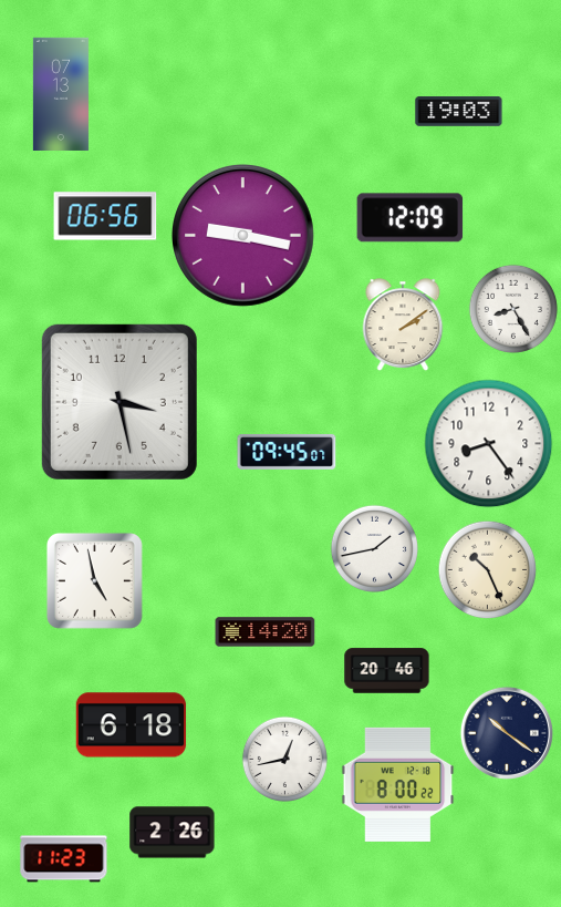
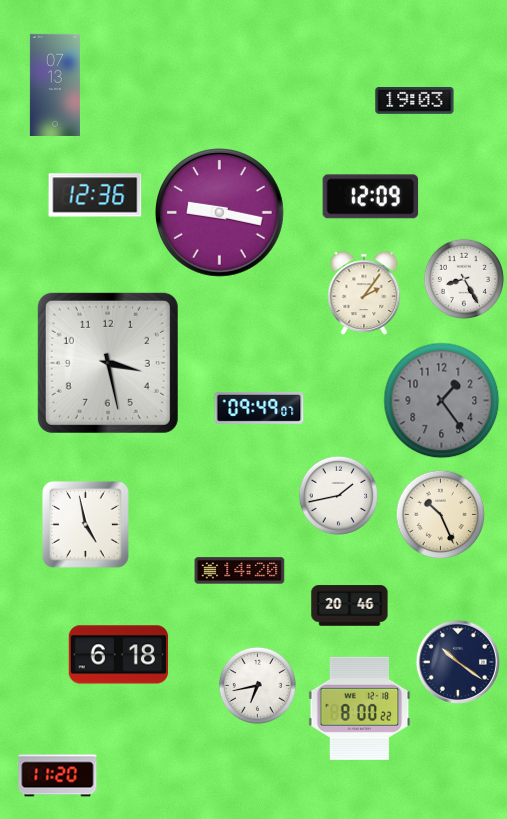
clock at (105, 216): 06:56 -> 12:36
clock at (403, 324): 2:09 -> 2:06
clock at (489, 444): 8:24 -> 1:24
clock at (489, 444) dial: white -> grey
clock at (287, 452): 09:45 -> 09:49
clock at (284, 759): 12:43 -> 6:43
clock at (173, 833): 2:26 -> none
clock at (64, 859): 11:23 -> 11:20
